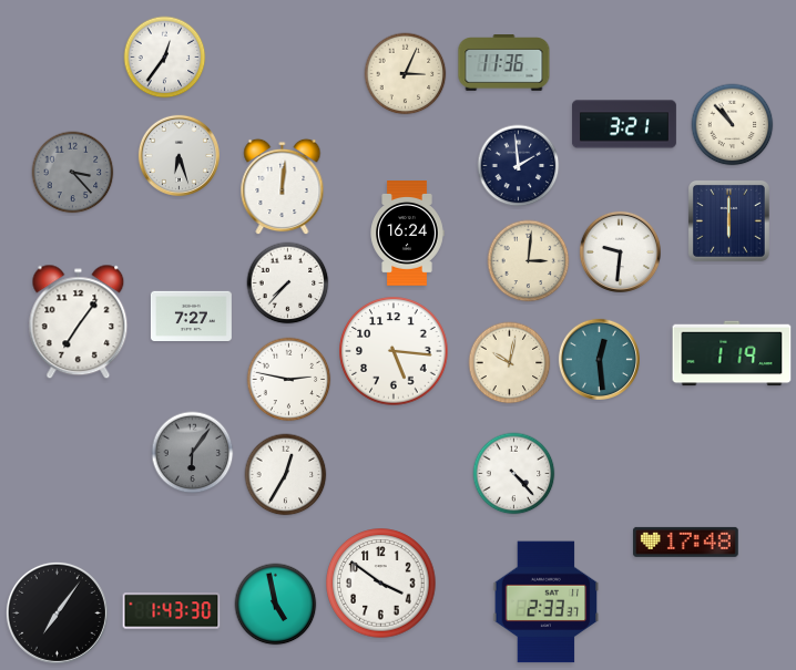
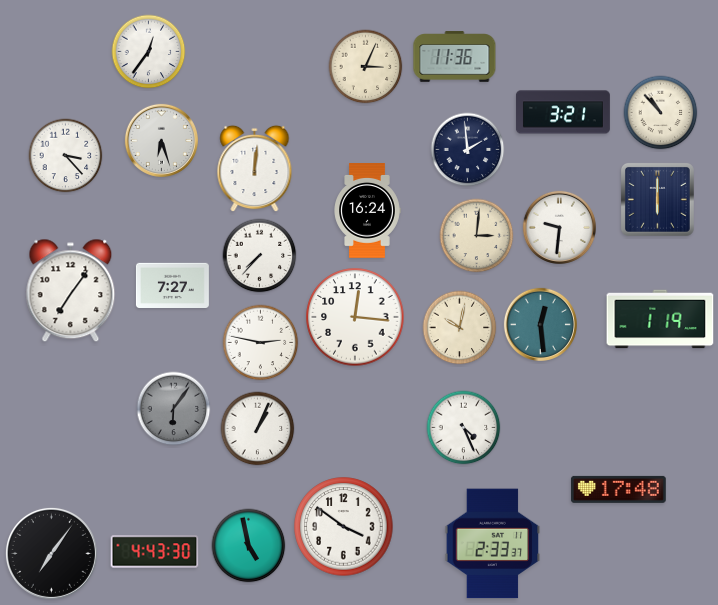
clock at (73, 173) dial: grey -> white
clock at (394, 351): 5:16 -> 12:16
clock at (514, 474): 4:23 -> 4:26
clock at (286, 475): 12:35 -> 1:04
clock at (172, 611): 1:43 -> 4:43
